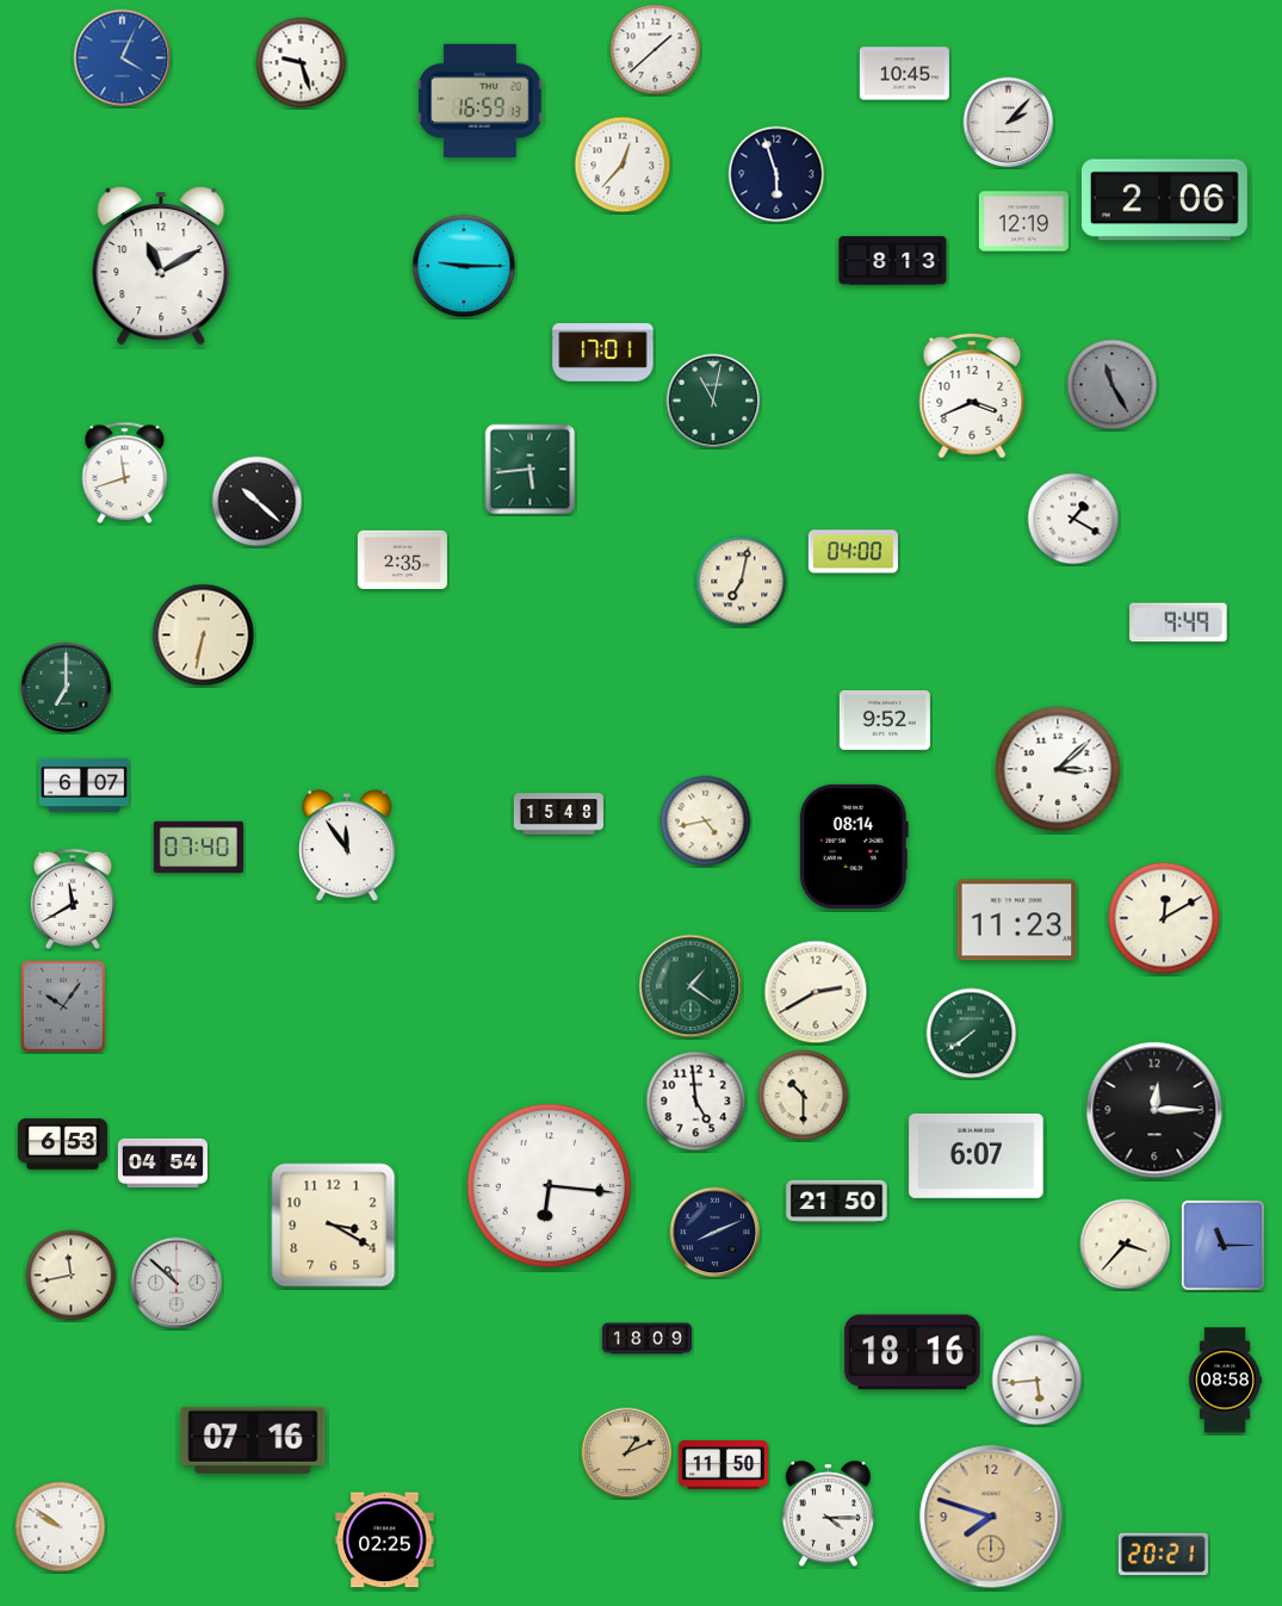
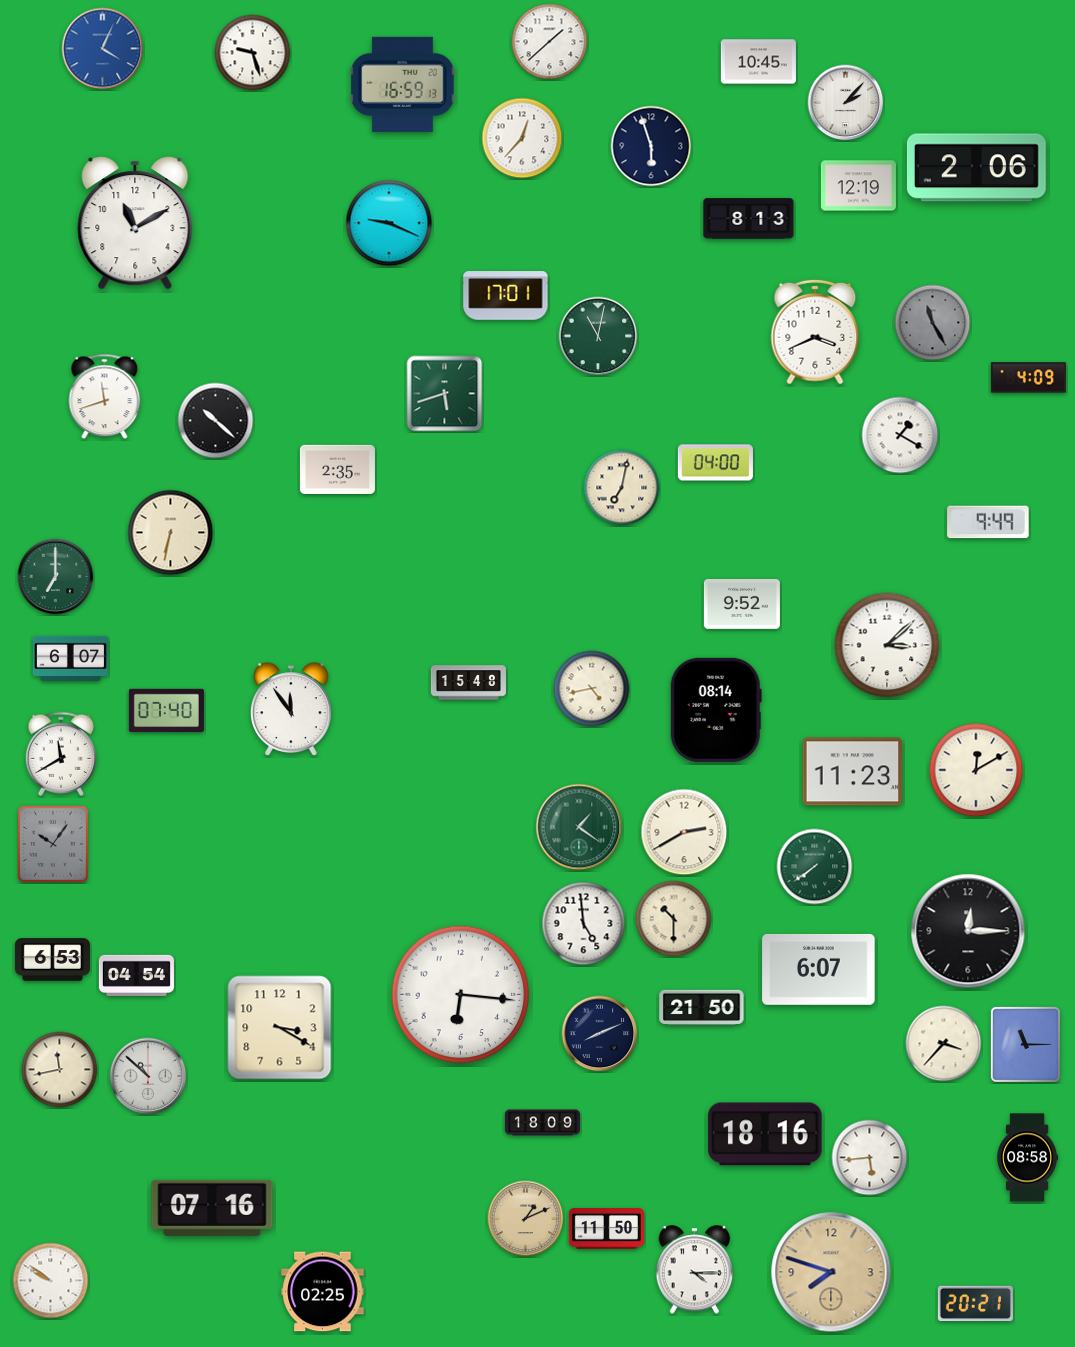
clock at (464, 266): 9:15 -> 9:19
clock at (1028, 378): none -> 4:09
clock at (531, 470): 5:44 -> 5:42
